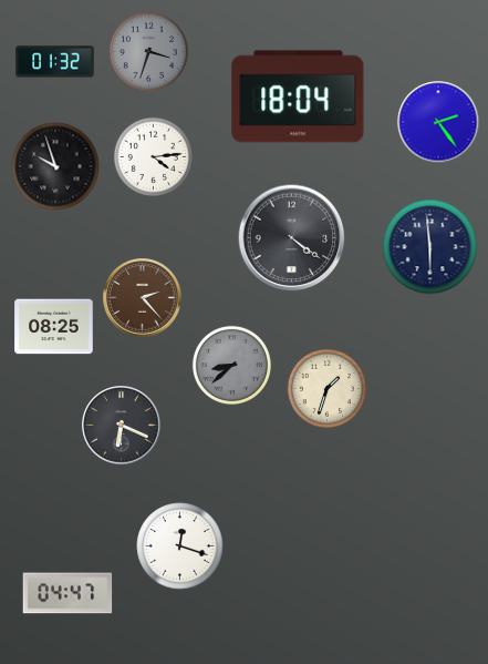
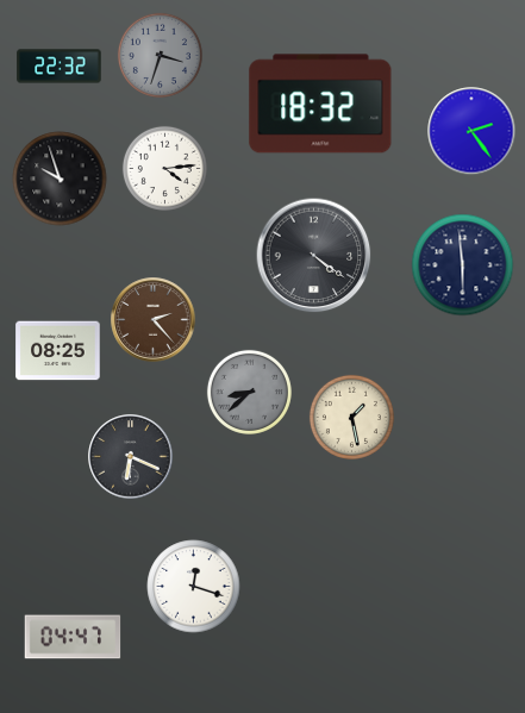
clock at (55, 62): 01:32 -> 22:32
clock at (298, 96): 18:04 -> 18:32
clock at (326, 388): 1:33 -> 1:28
